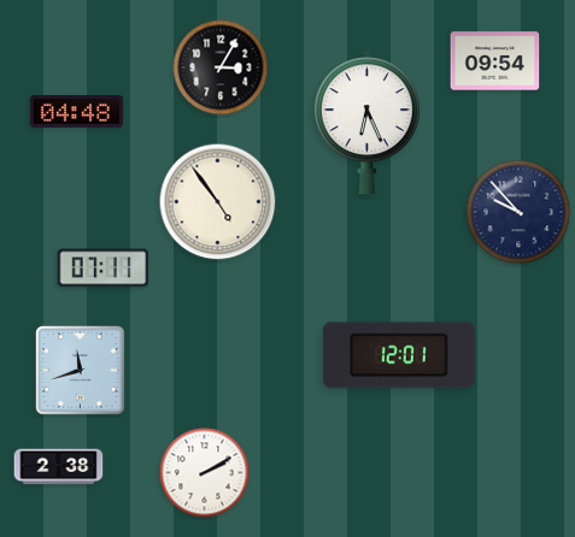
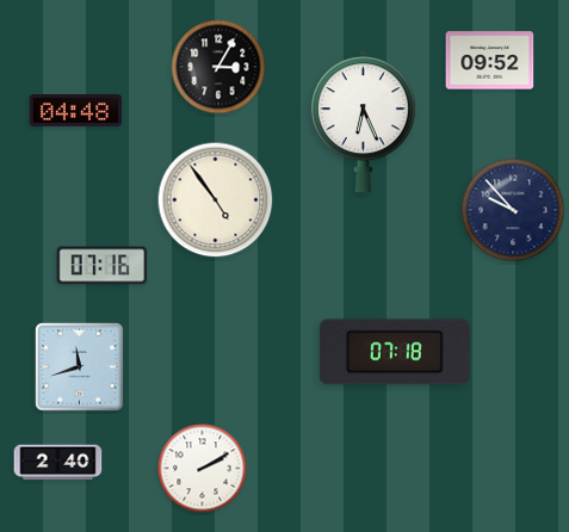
clock at (495, 61): 09:54 -> 09:52
clock at (104, 268): 07:11 -> 07:16
clock at (399, 355): 12:01 -> 07:18
clock at (59, 467): 2:38 -> 2:40
